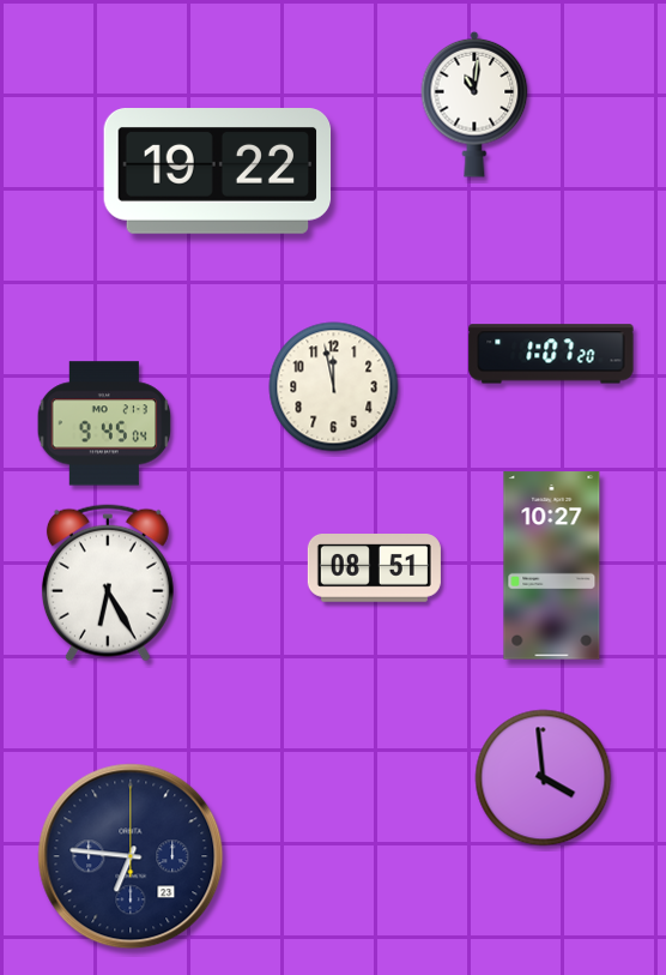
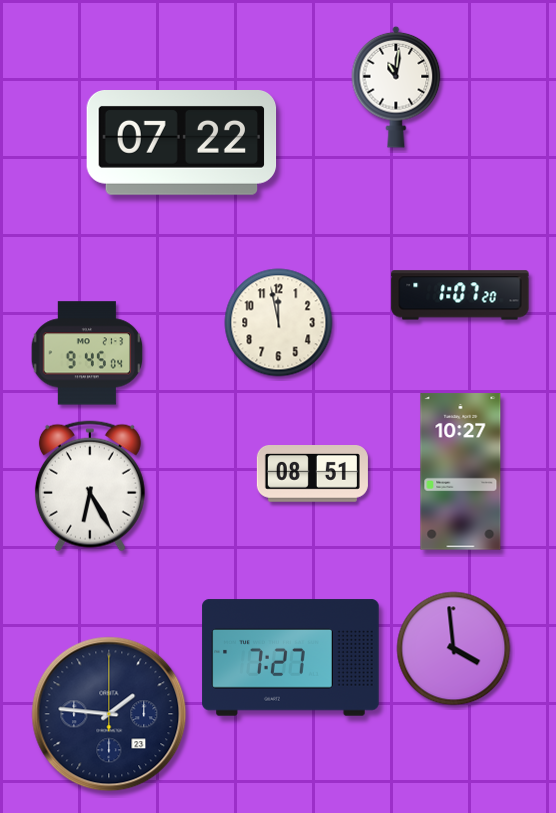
clock at (218, 171): 19:22 -> 07:22
clock at (291, 658): none -> 7:27
clock at (131, 856): 6:46 -> 1:46
